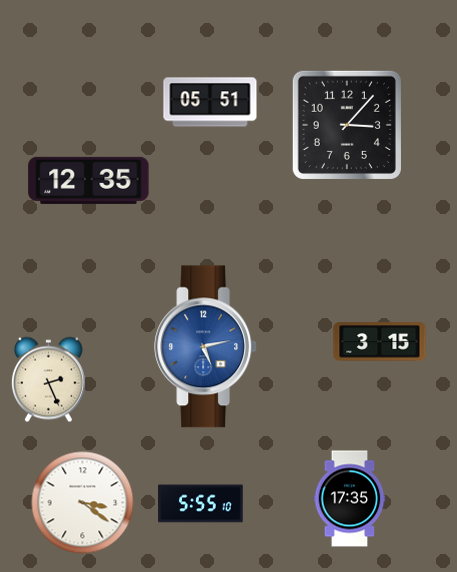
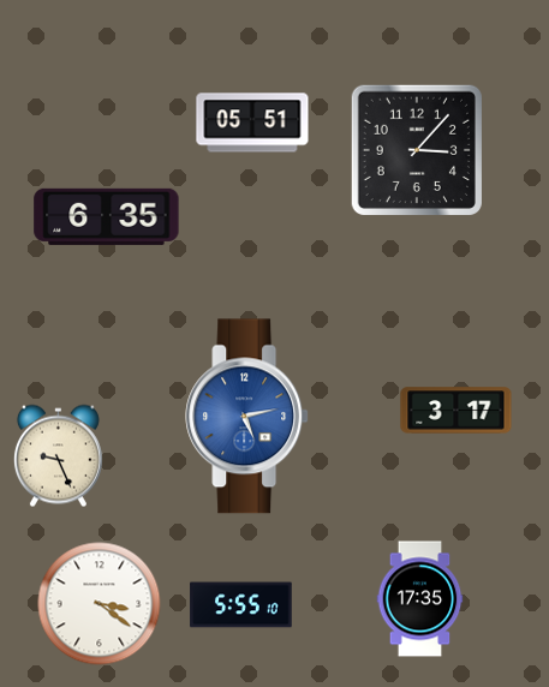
clock at (89, 180): 12:35 -> 6:35
clock at (380, 342): 3:15 -> 3:17
clock at (48, 380): 2:26 -> 9:26
